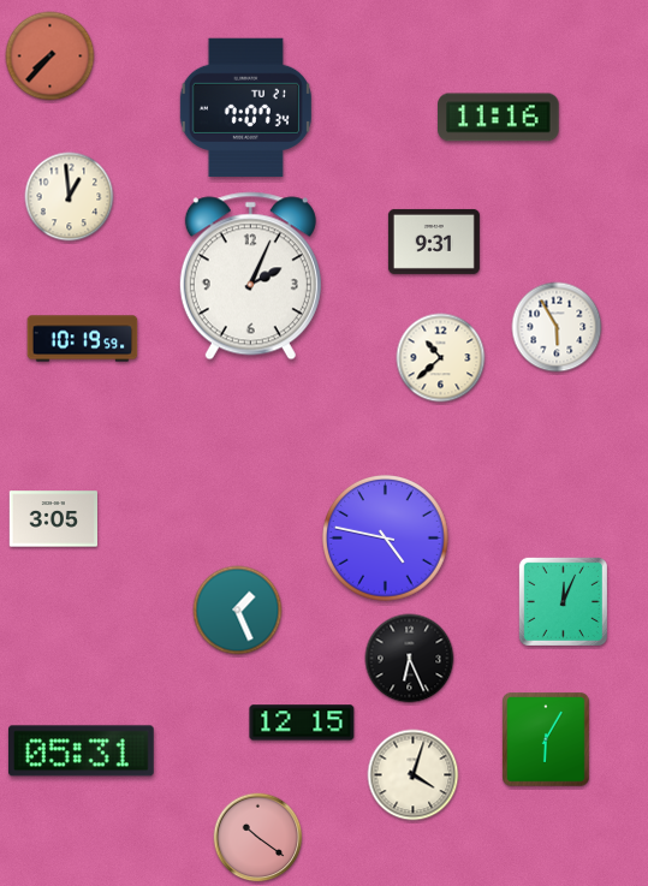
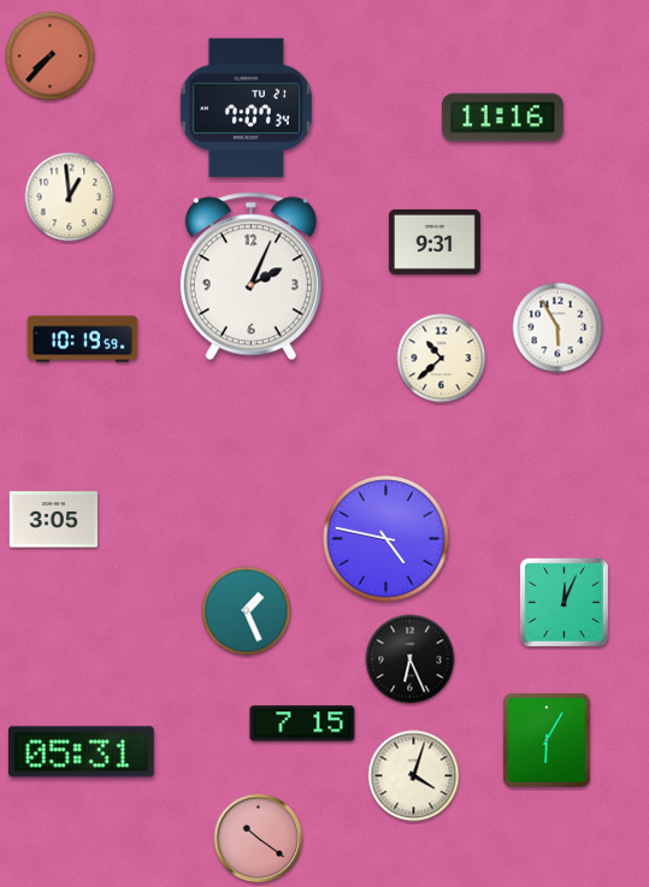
clock at (499, 118) position: (499, 118) -> (503, 118)
clock at (238, 611) position: (238, 611) -> (247, 611)
clock at (302, 723): 12:15 -> 7:15
